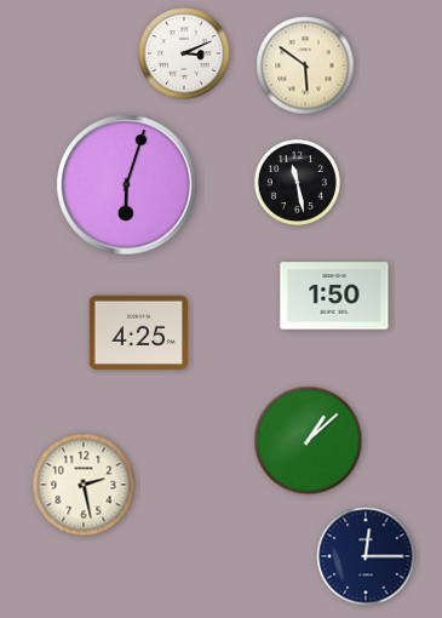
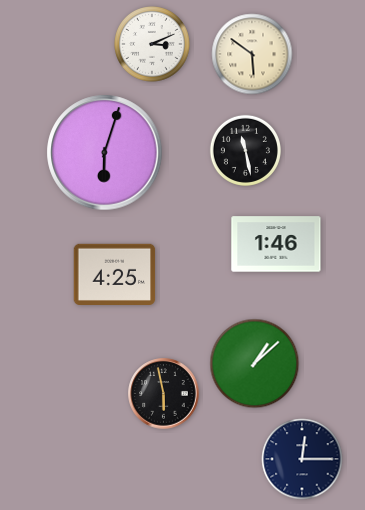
clock at (334, 296): 1:50 -> 1:46
clock at (164, 394): none -> 5:58
clock at (84, 485): 2:28 -> none
